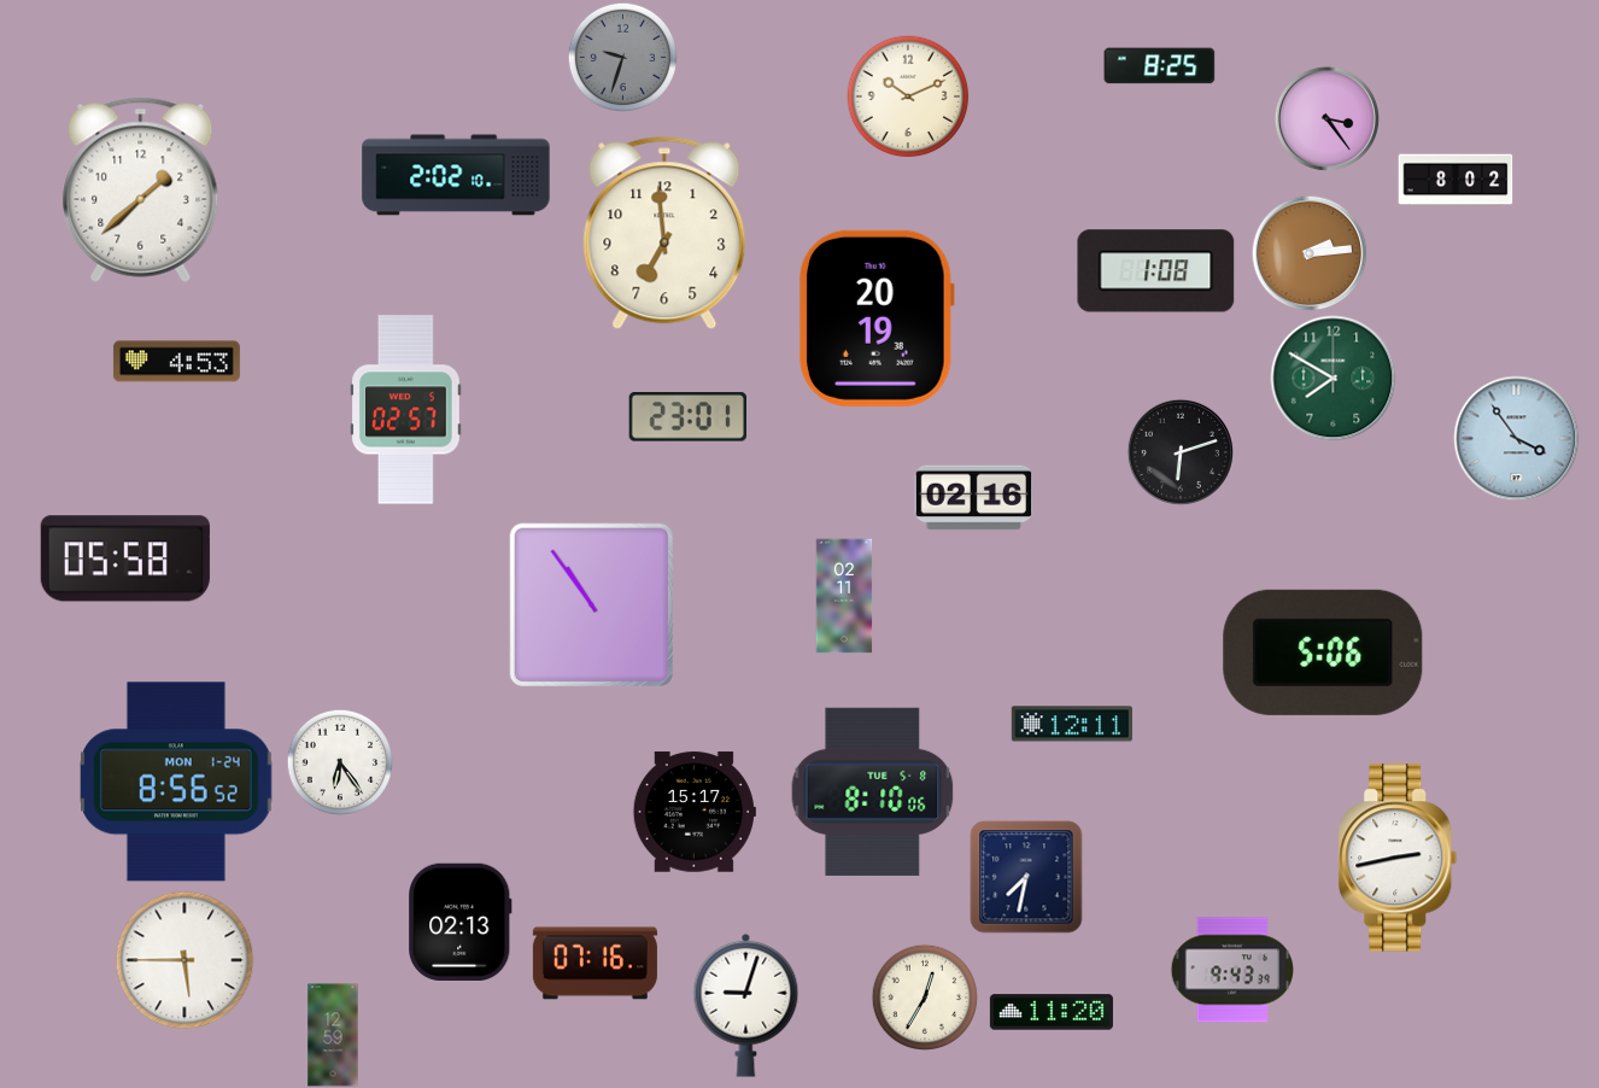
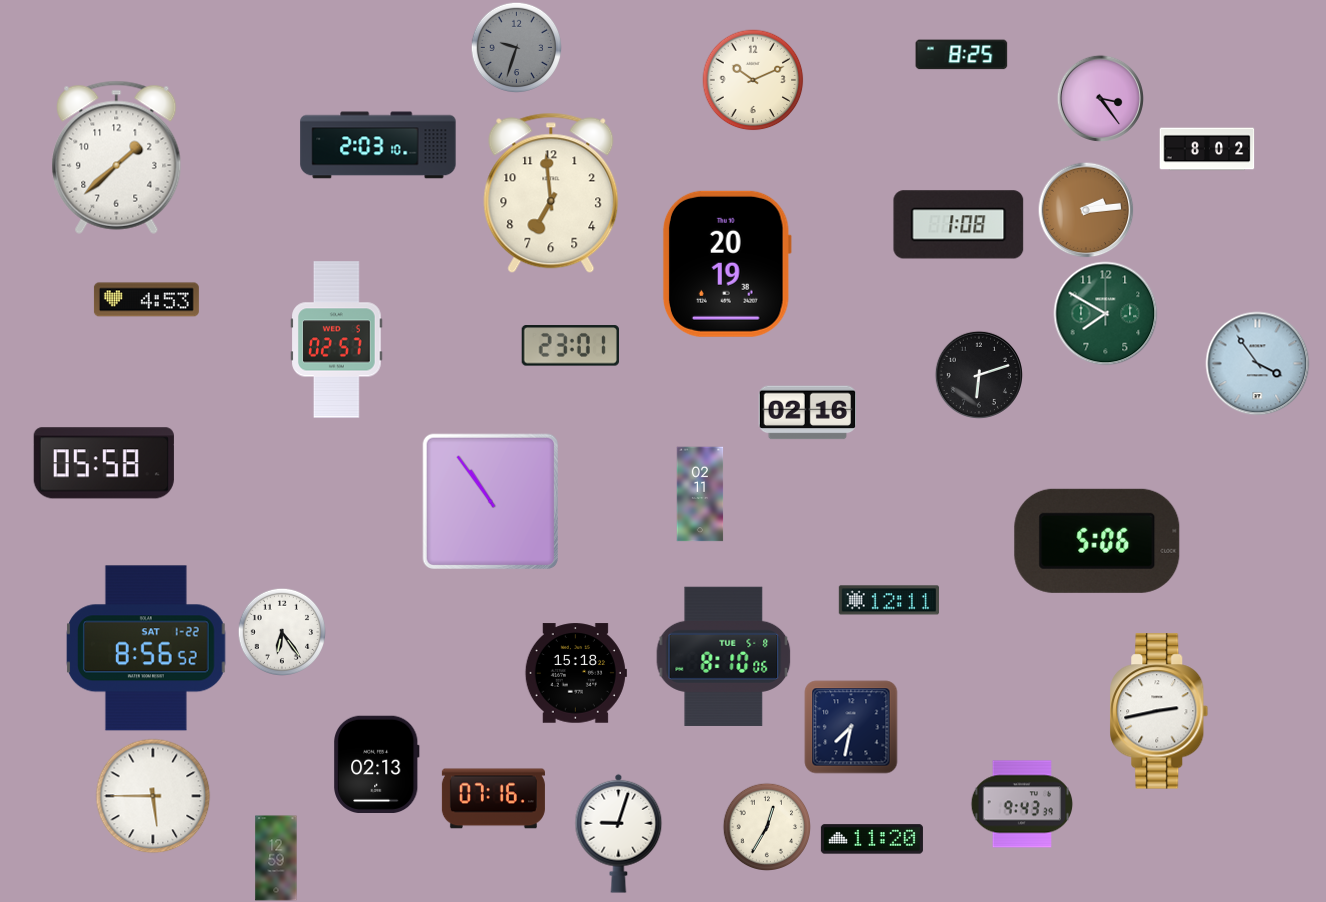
clock at (456, 175): 2:02 -> 2:03
clock at (177, 782) date: MON 1-24 -> SAT 1-22
clock at (695, 812): 15:17 -> 15:18
clock at (461, 922) position: (461, 922) -> (377, 764)
